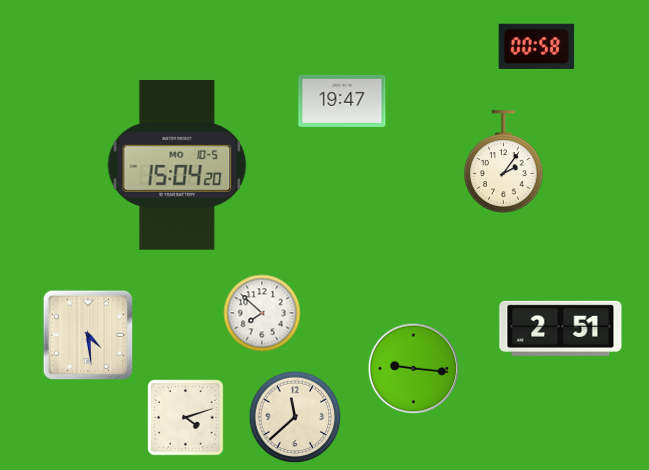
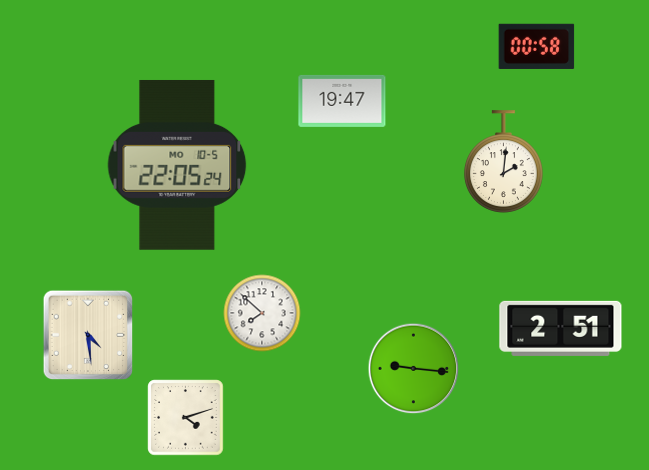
clock at (503, 162): 2:06 -> 2:01
clock at (177, 165): 15:04 -> 22:05
clock at (295, 417): 11:38 -> none
